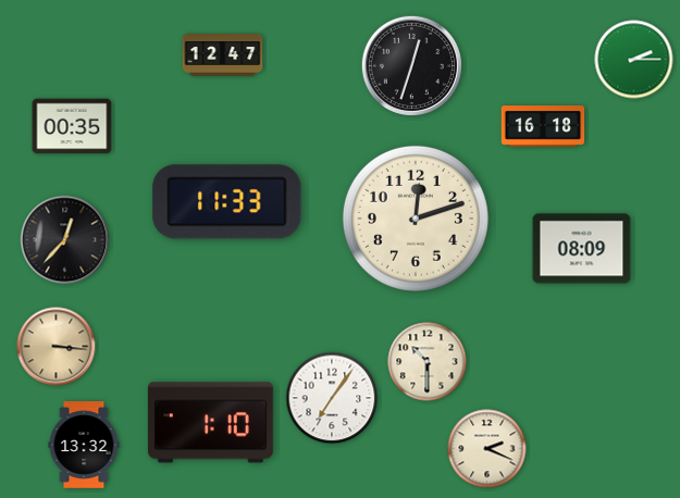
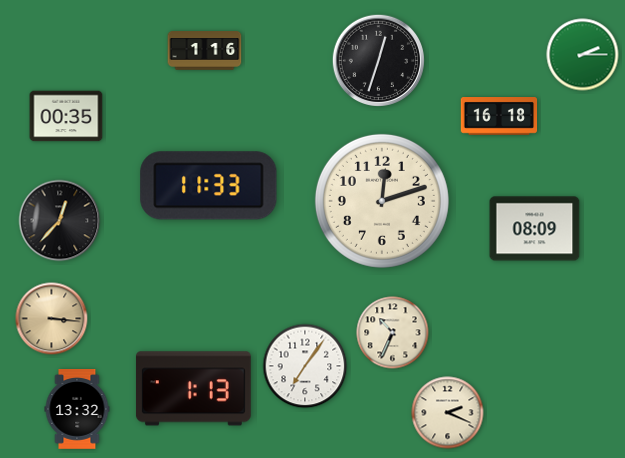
clock at (223, 55): 12:47 -> 1:16
clock at (428, 362): 10:30 -> 10:34
clock at (210, 423): 1:10 -> 1:13
